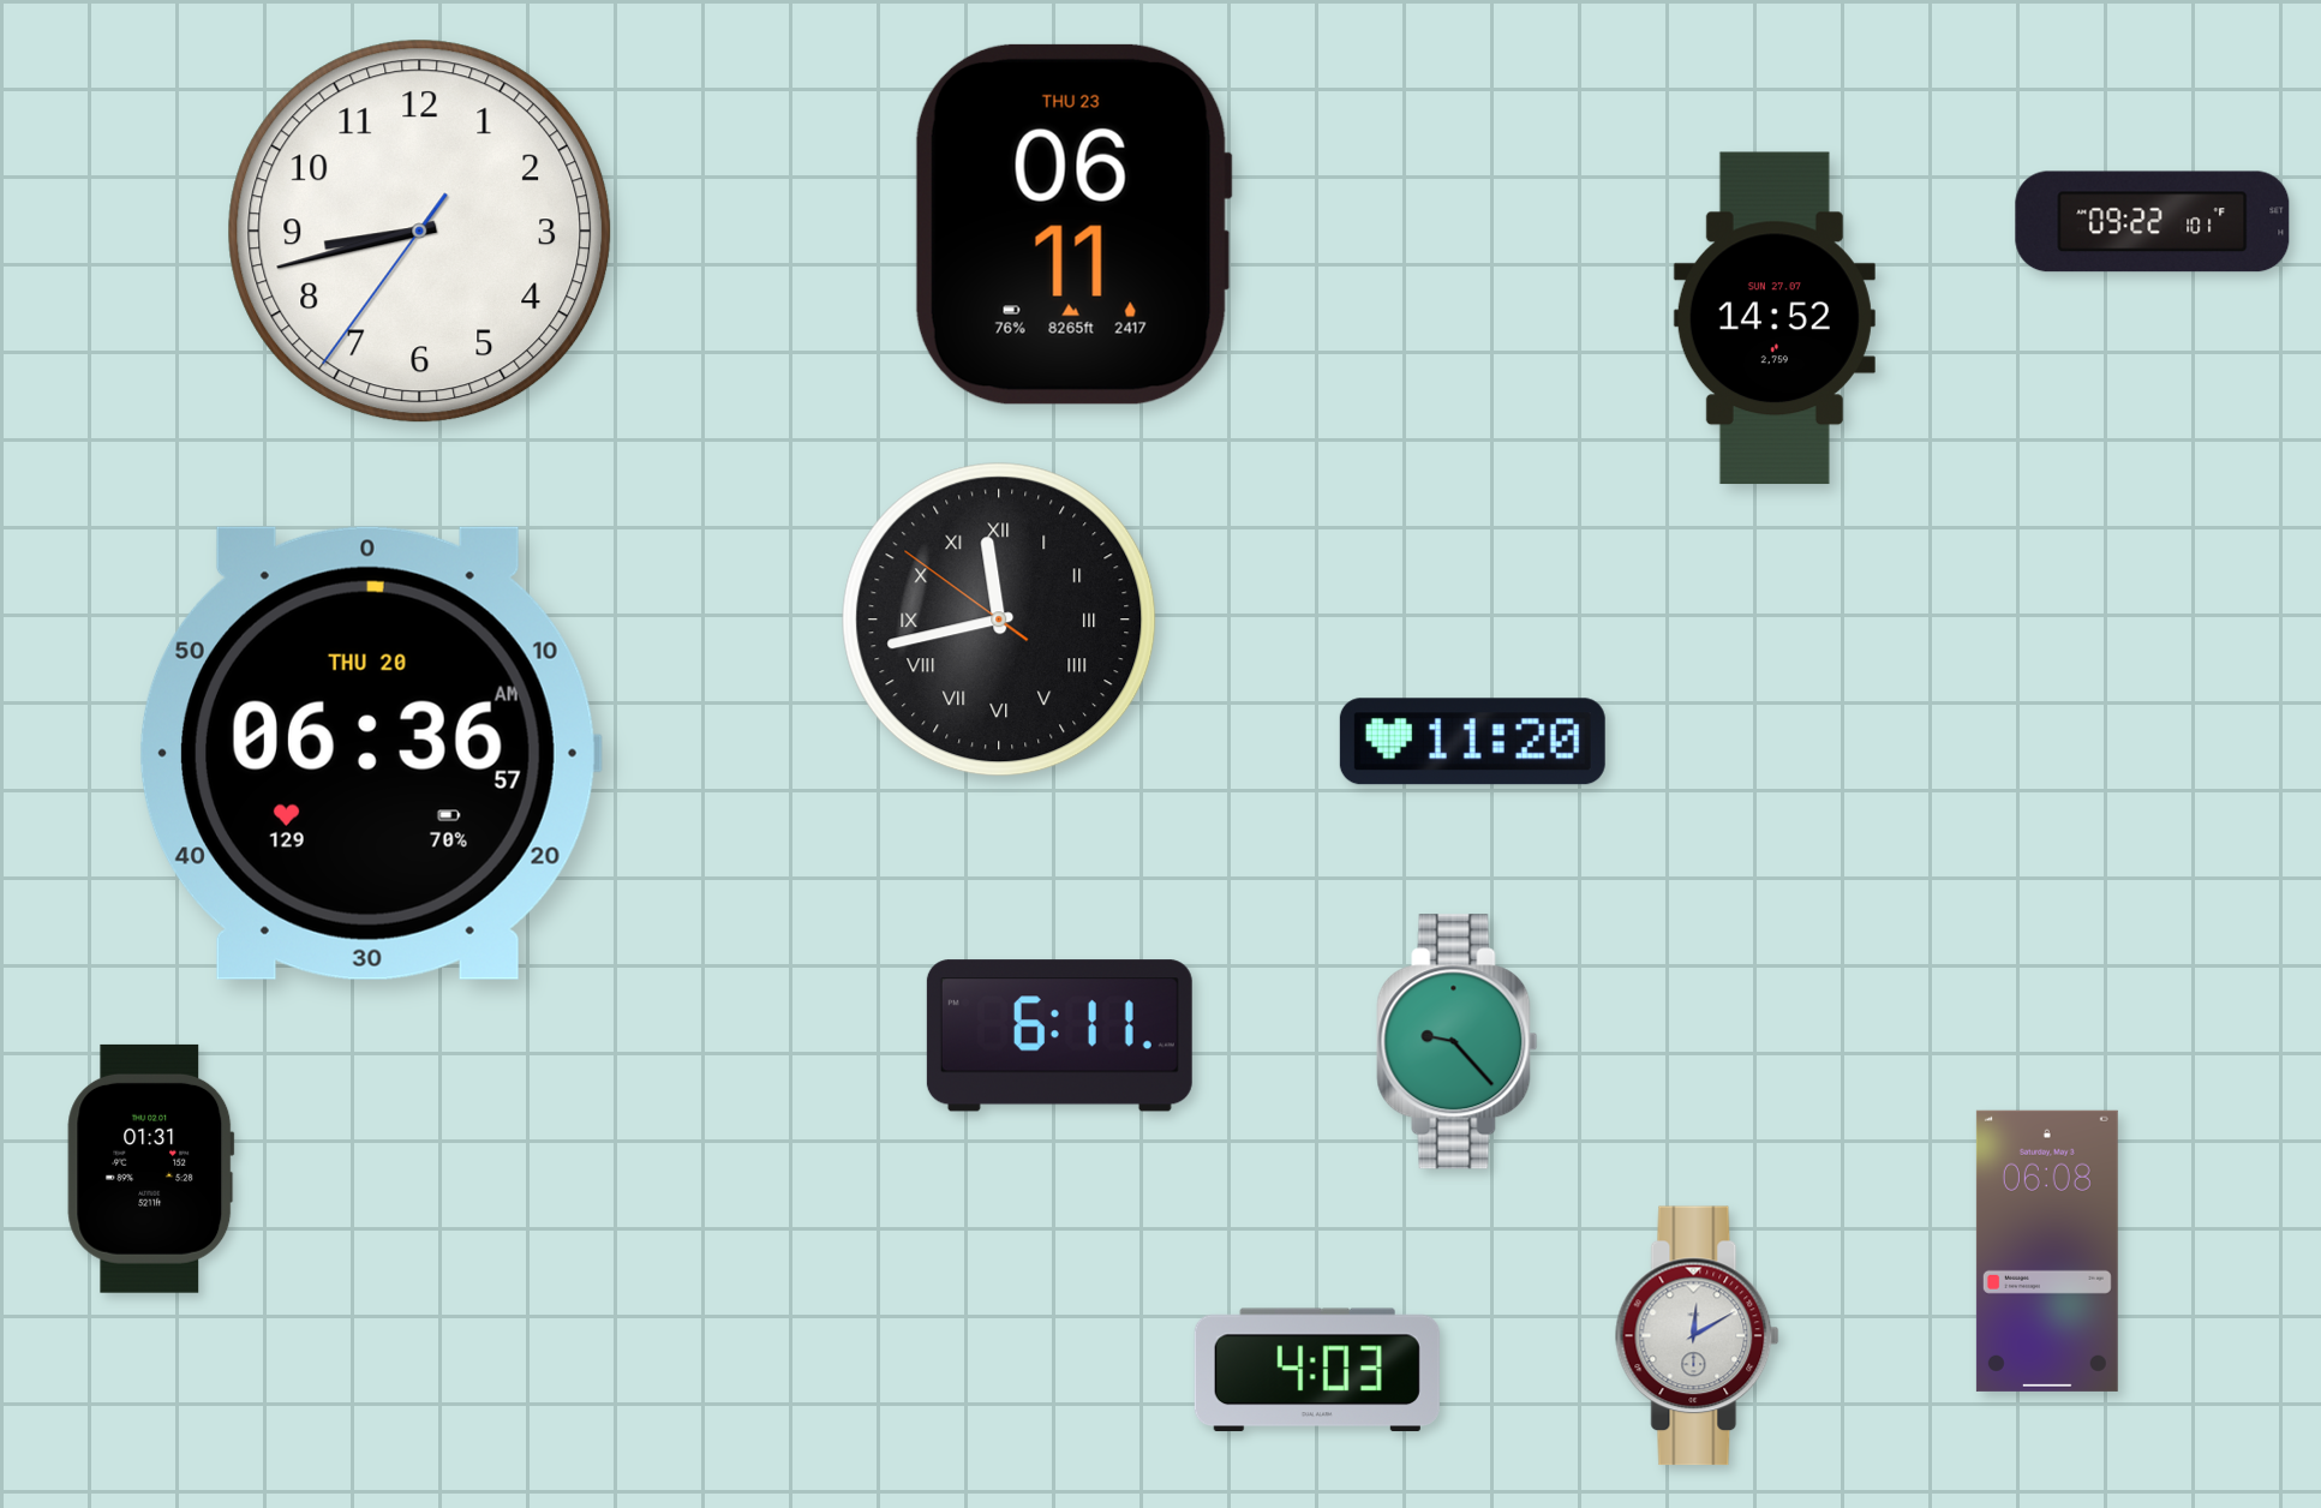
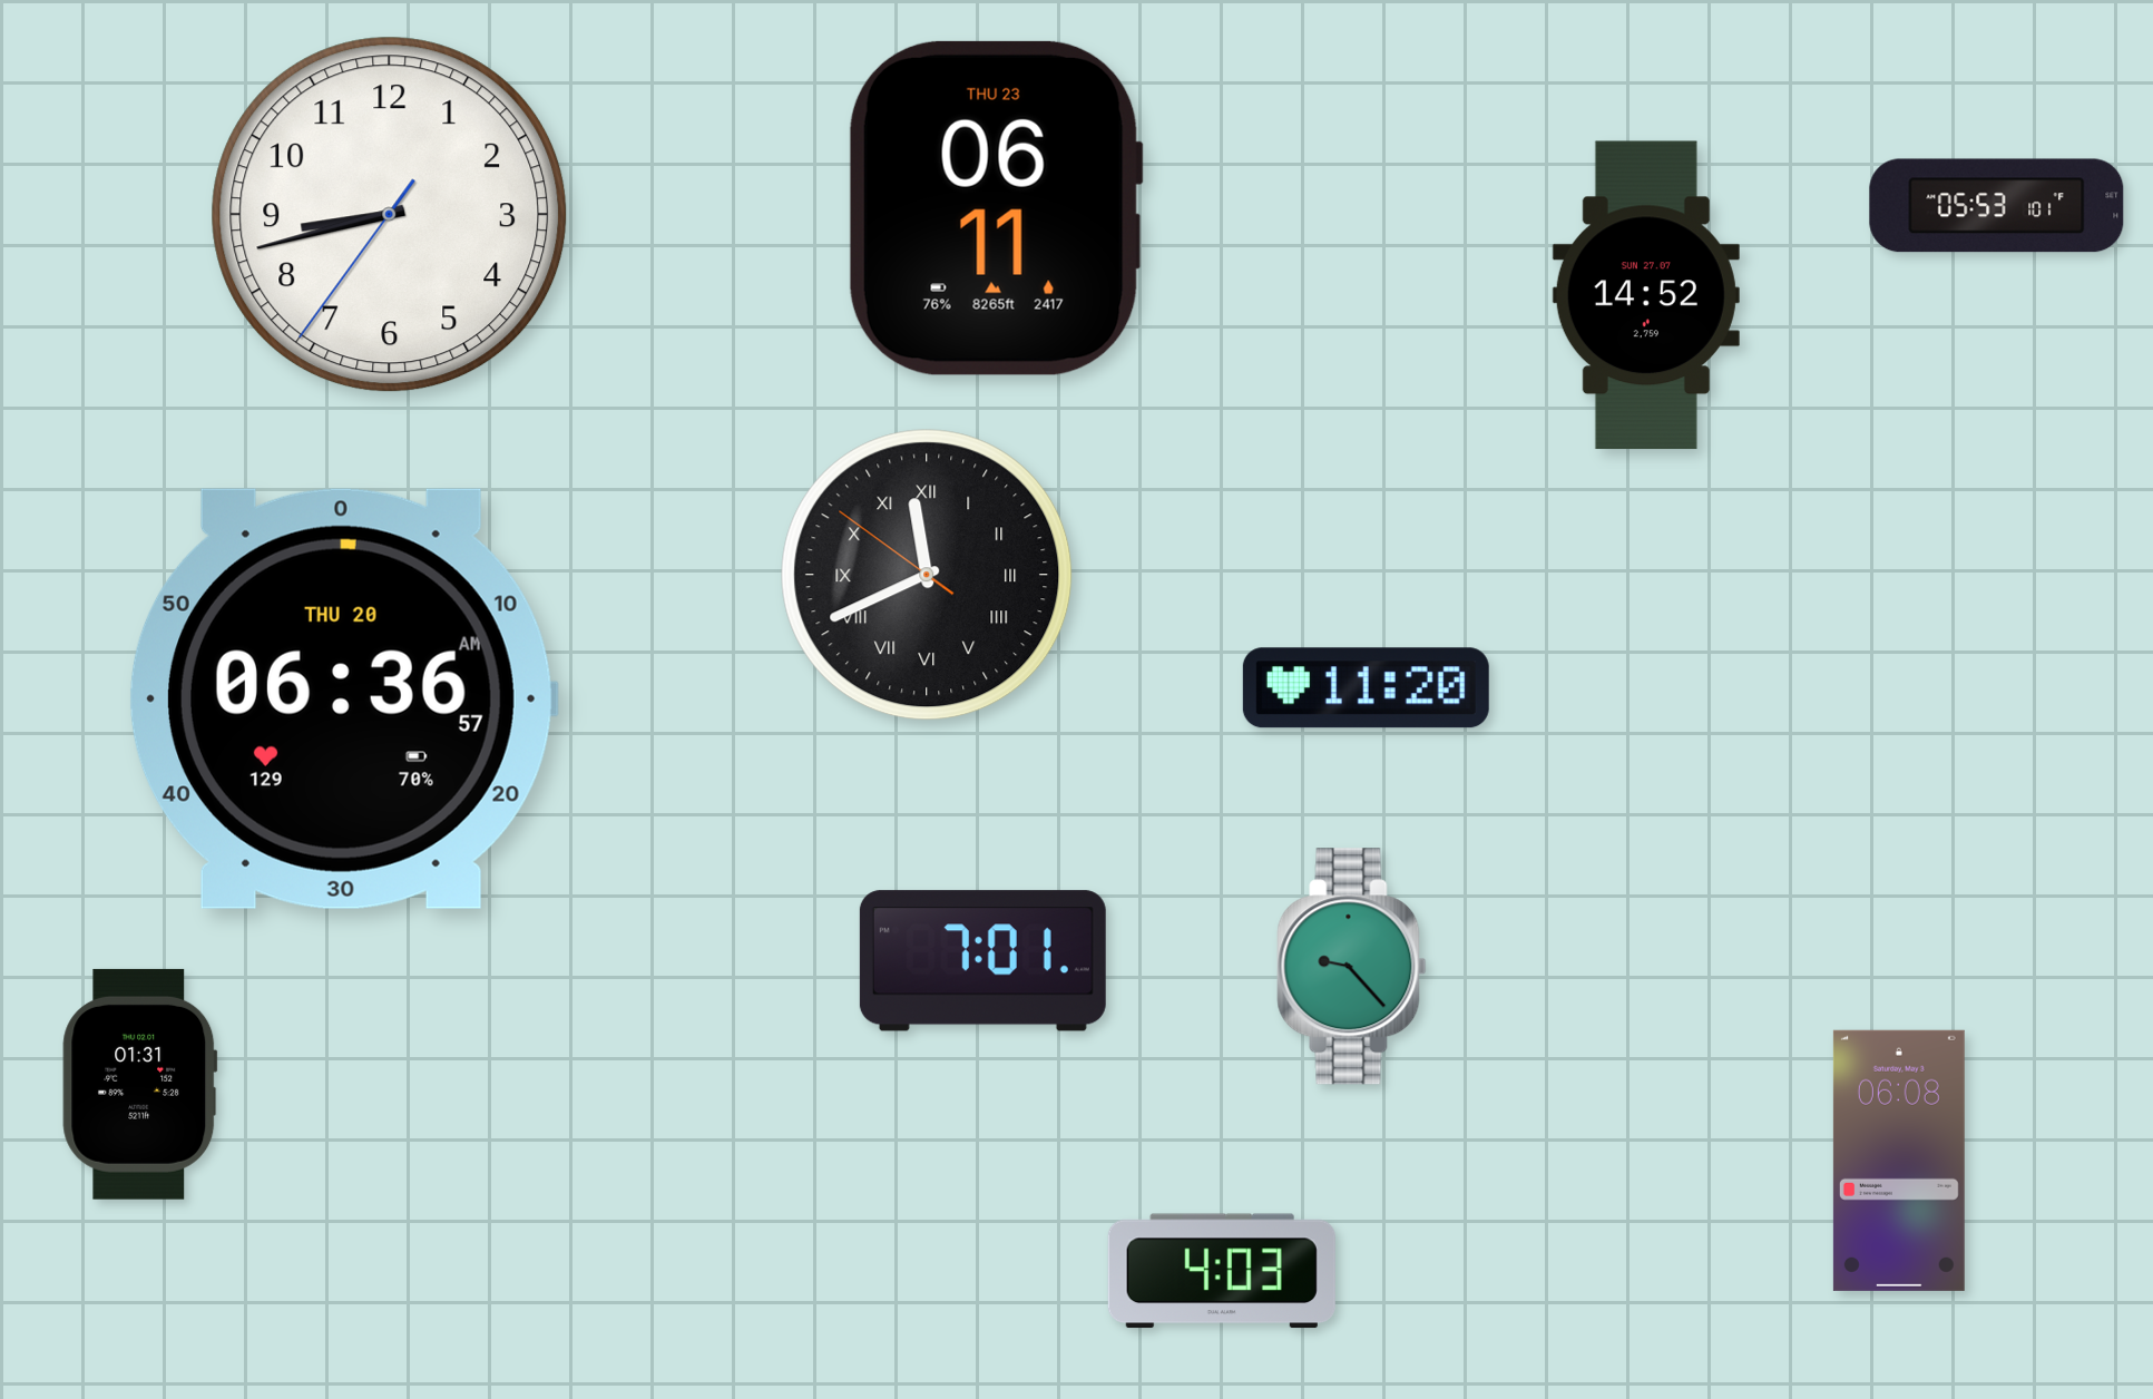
clock at (2153, 222): 09:22 -> 05:53
clock at (999, 620): 11:42 -> 11:40
clock at (1059, 1036): 6:11 -> 7:01
clock at (1698, 1336): 12:10 -> none
